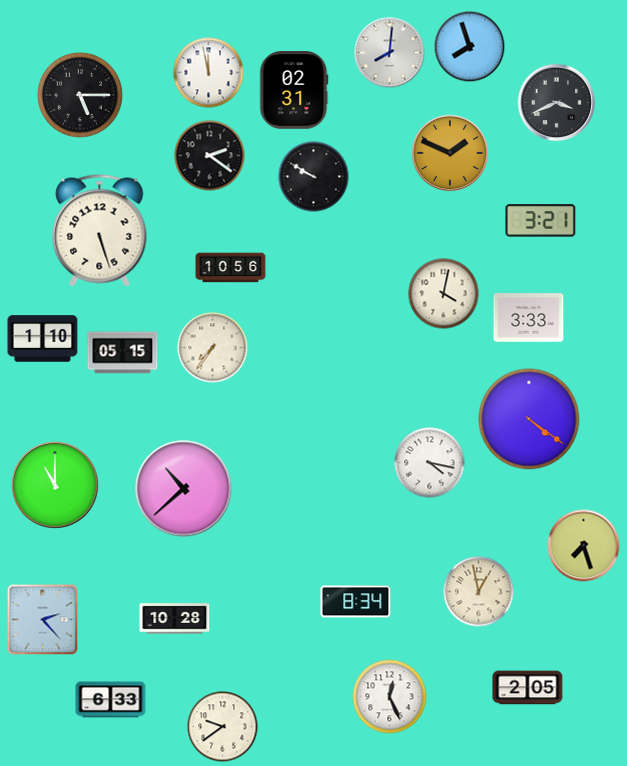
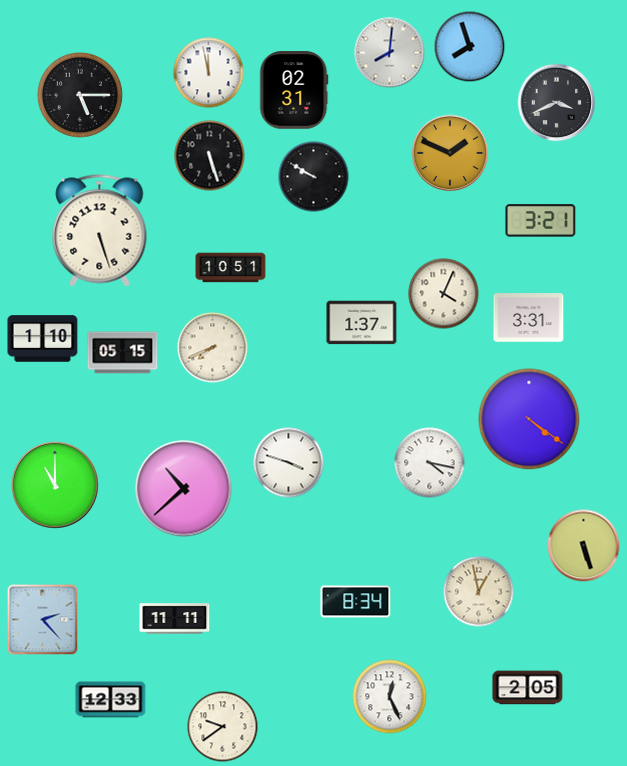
clock at (210, 156): 2:21 -> 5:27
clock at (231, 268): 10:56 -> 10:51
clock at (444, 294): 4:02 -> 4:04
clock at (529, 318): 3:33 -> 3:31
clock at (362, 323): none -> 1:37
clock at (213, 348): 7:36 -> 7:41
clock at (289, 463): none -> 3:48
clock at (584, 546): 7:27 -> 5:27
clock at (175, 619): 10:28 -> 11:11
clock at (111, 700): 6:33 -> 12:33
